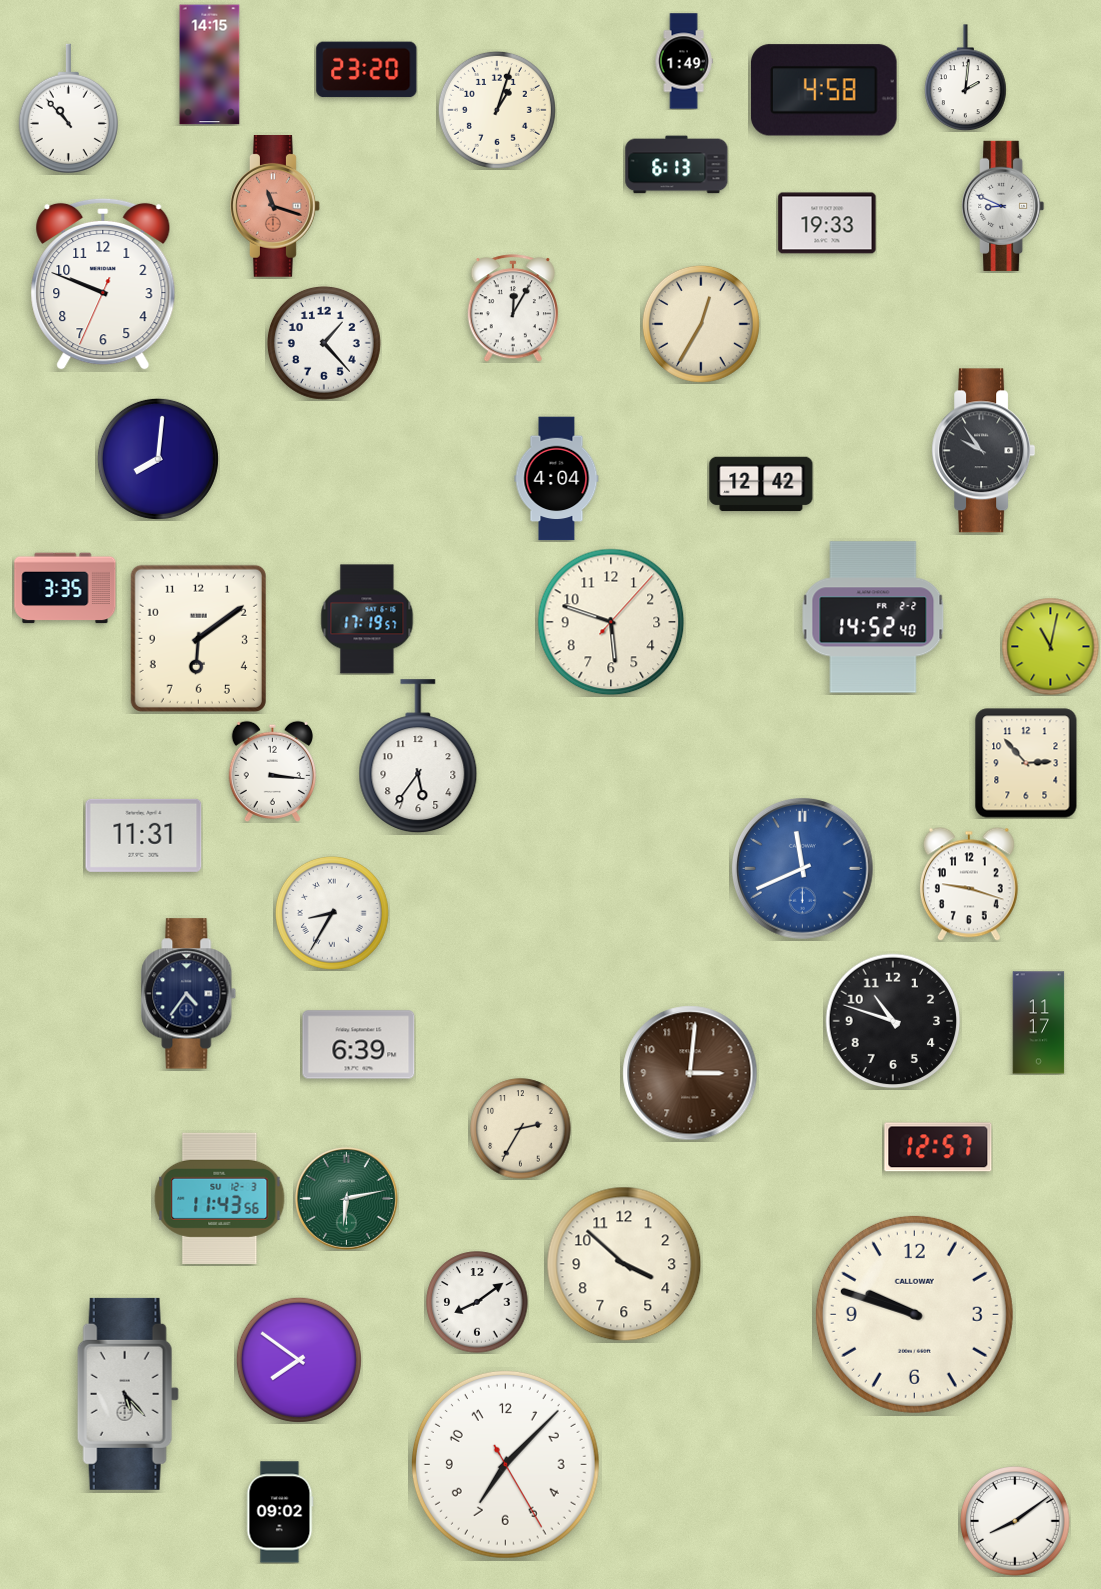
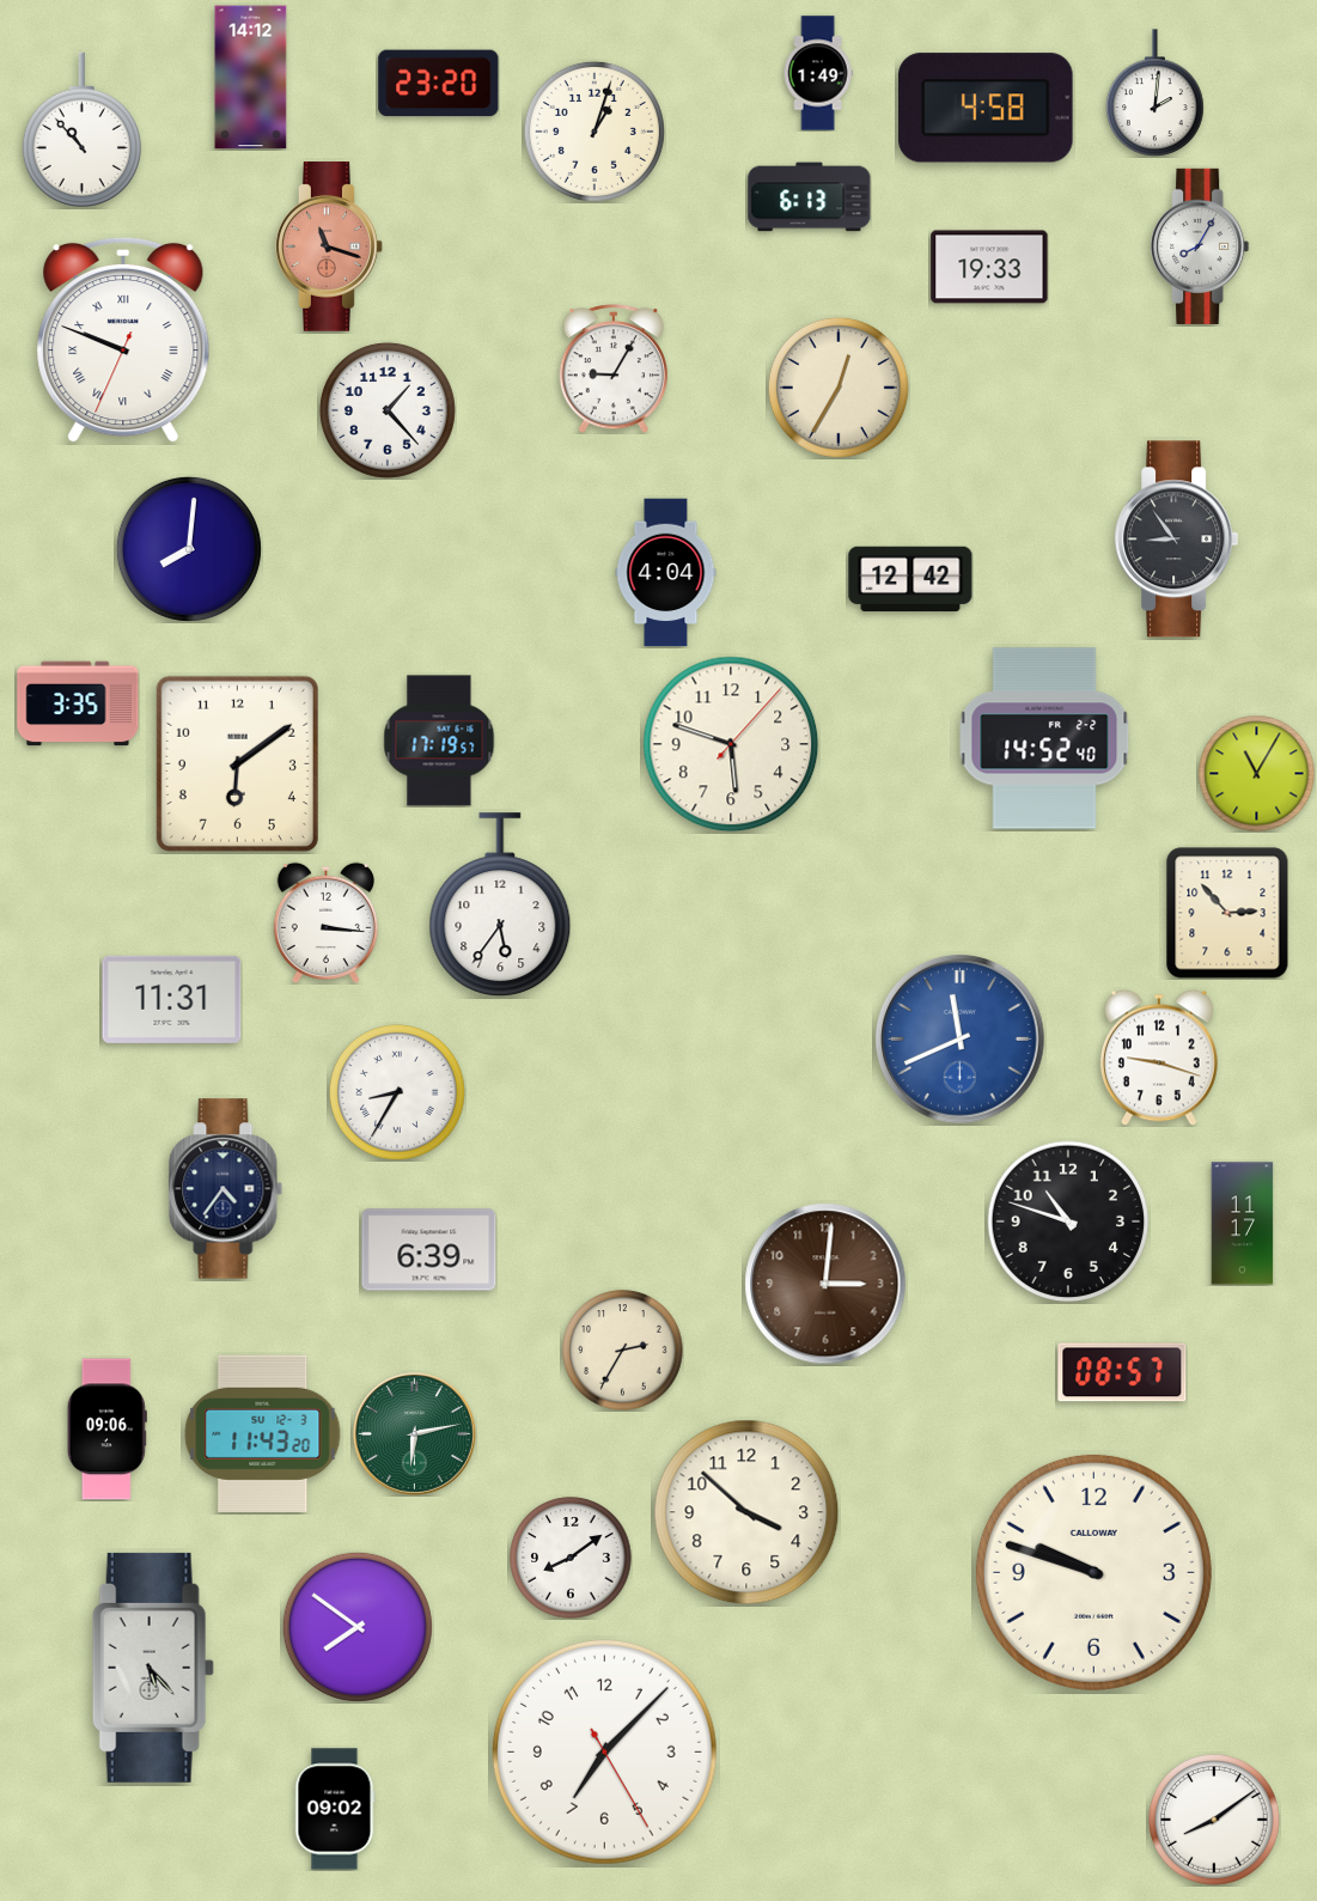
clock at (210, 65): 14:15 -> 14:12
clock at (1003, 206): 8:49 -> 8:05
clock at (103, 284) numerals: Arabic -> Roman
clock at (513, 308): 12:05 -> 9:05
clock at (984, 451): 9:54 -> 8:54
clock at (1050, 646): 11:02 -> 11:05
clock at (938, 1147): 12:57 -> 08:57
clock at (106, 1430): none -> 09:06
clock at (220, 1198): 11:43:56 -> 11:43:20
